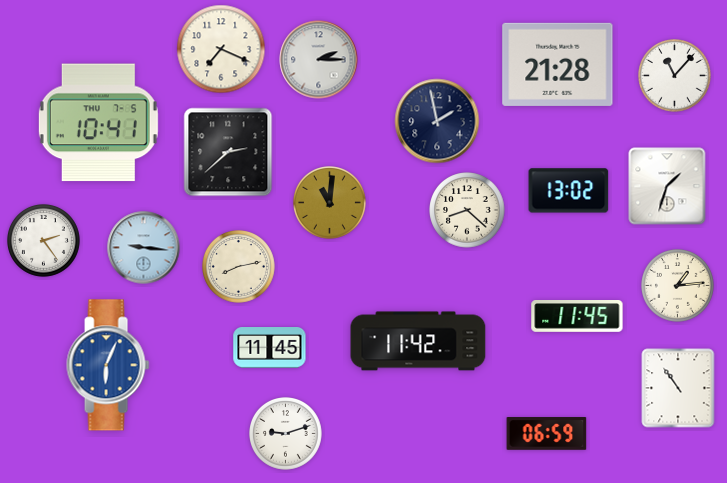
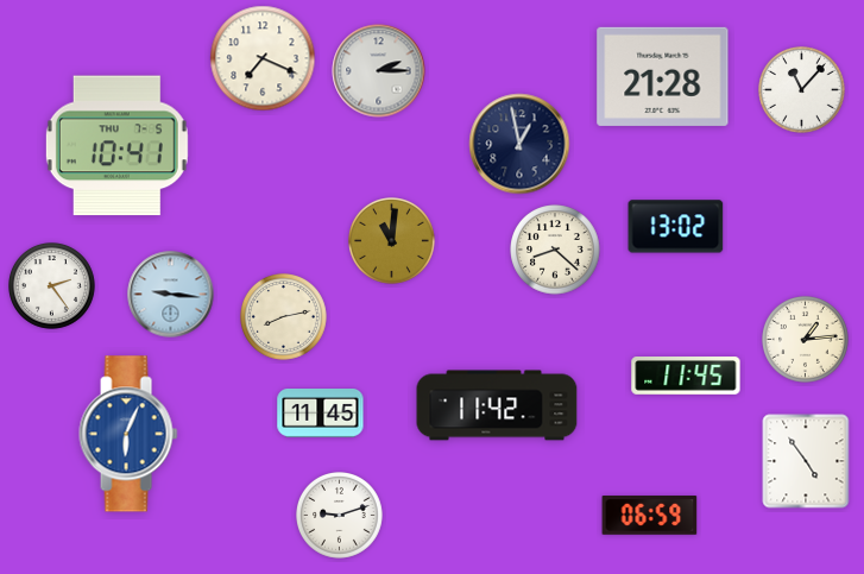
clock at (437, 121): 1:58 -> 12:58
clock at (228, 152): 2:38 -> none
clock at (667, 186): 1:33 -> none
clock at (678, 388): 10:54 -> 4:54
